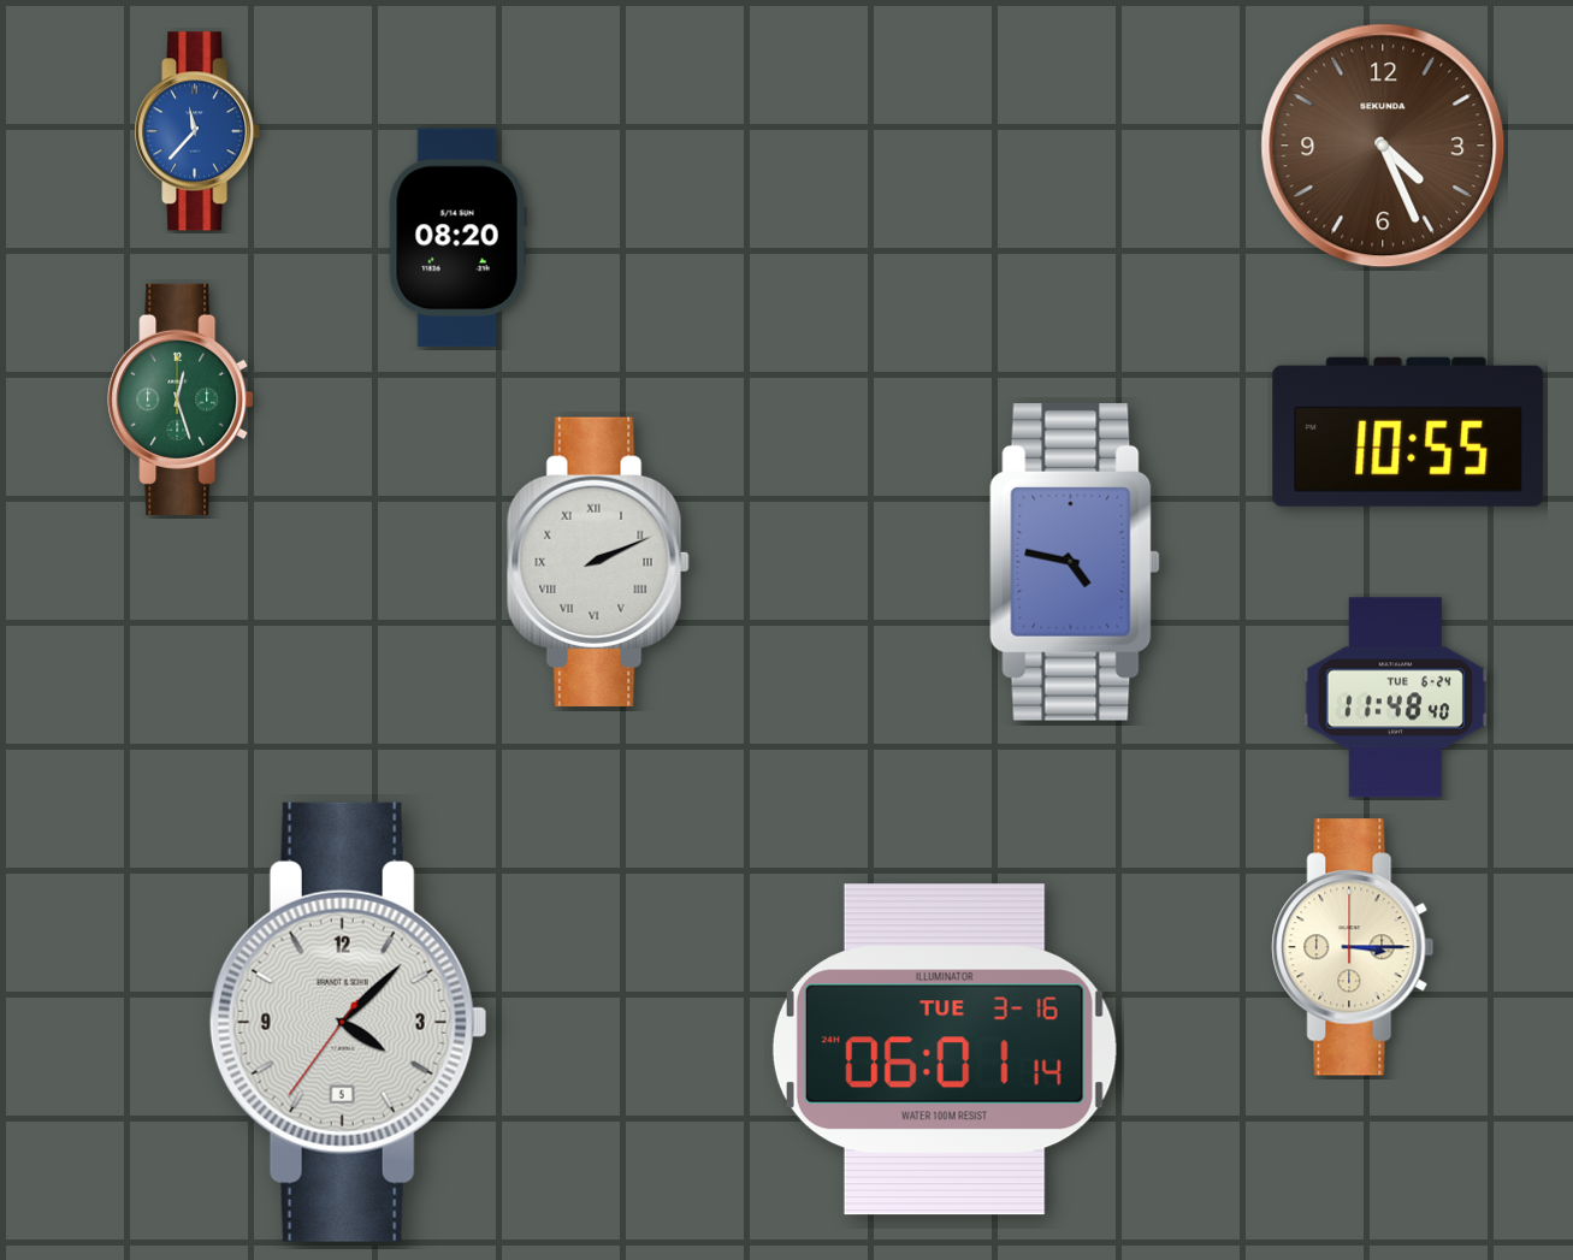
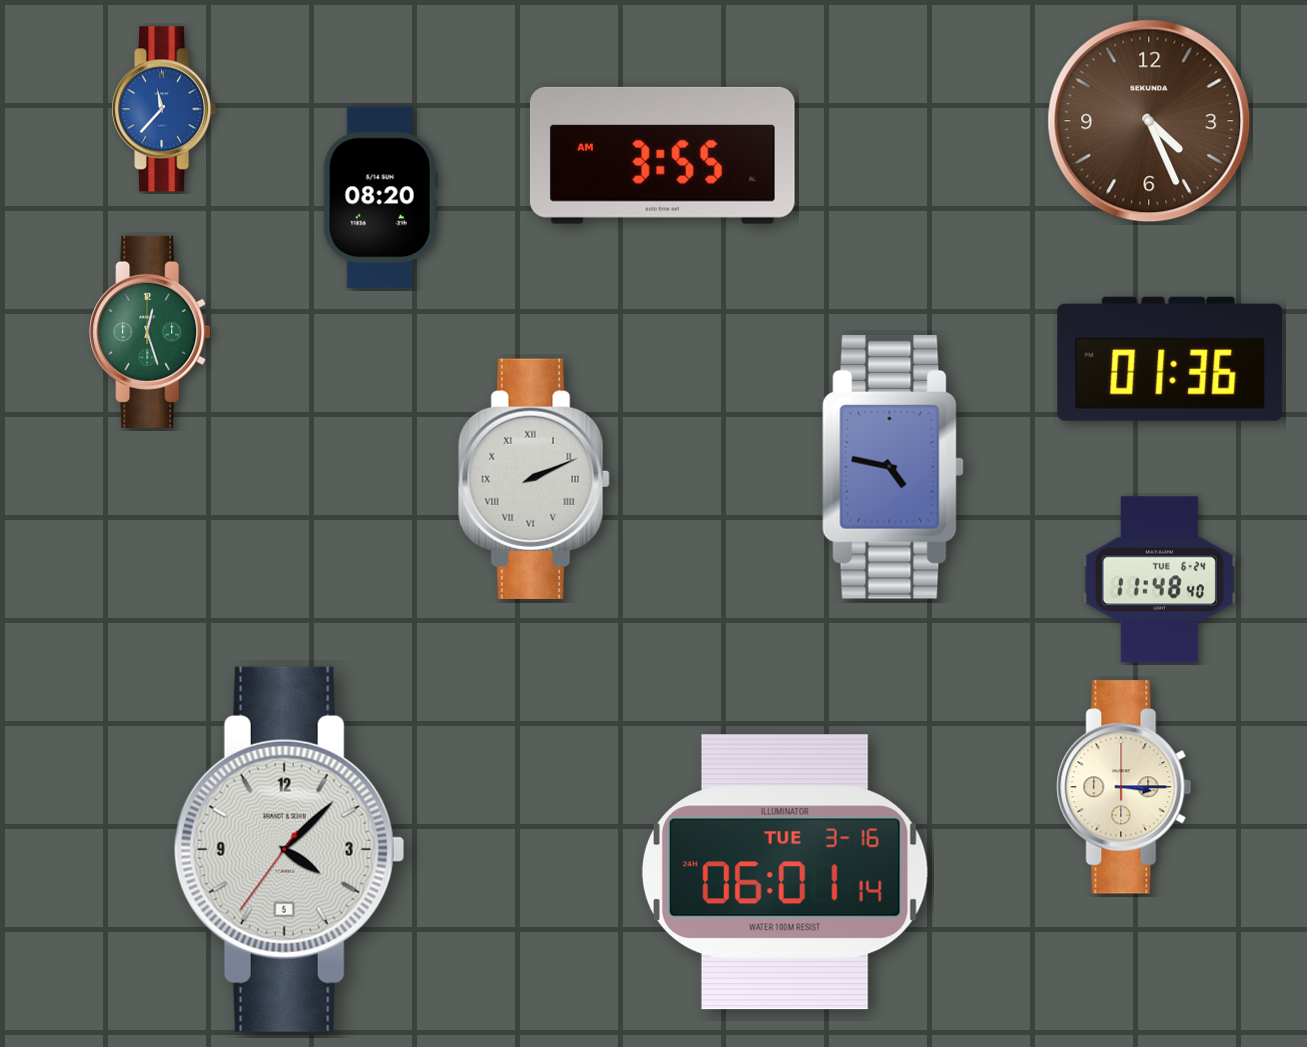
clock at (662, 155): none -> 3:55
clock at (1408, 432): 10:55 -> 01:36
clock at (598, 562) position: (598, 562) -> (534, 479)
